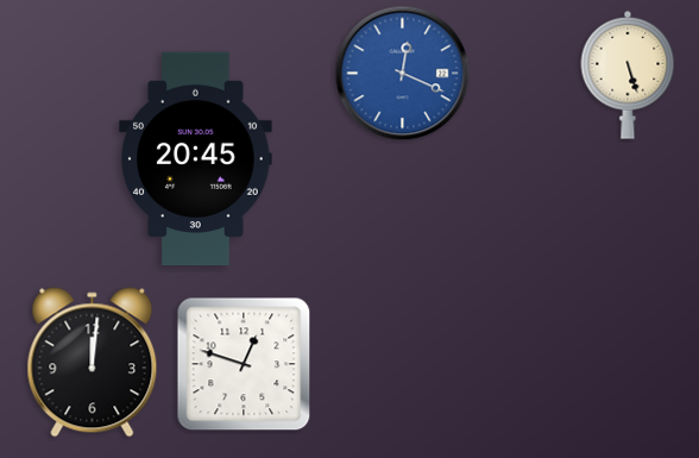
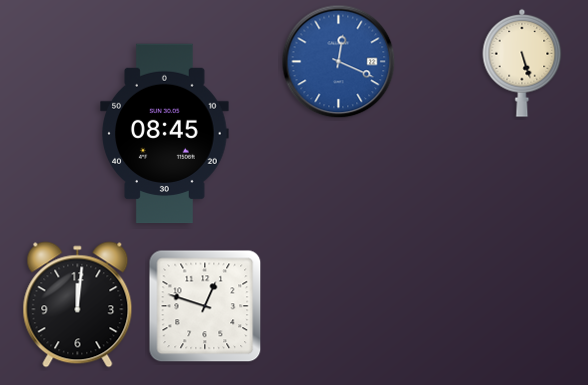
clock at (628, 75) position: (628, 75) -> (522, 63)
clock at (196, 159): 20:45 -> 08:45
